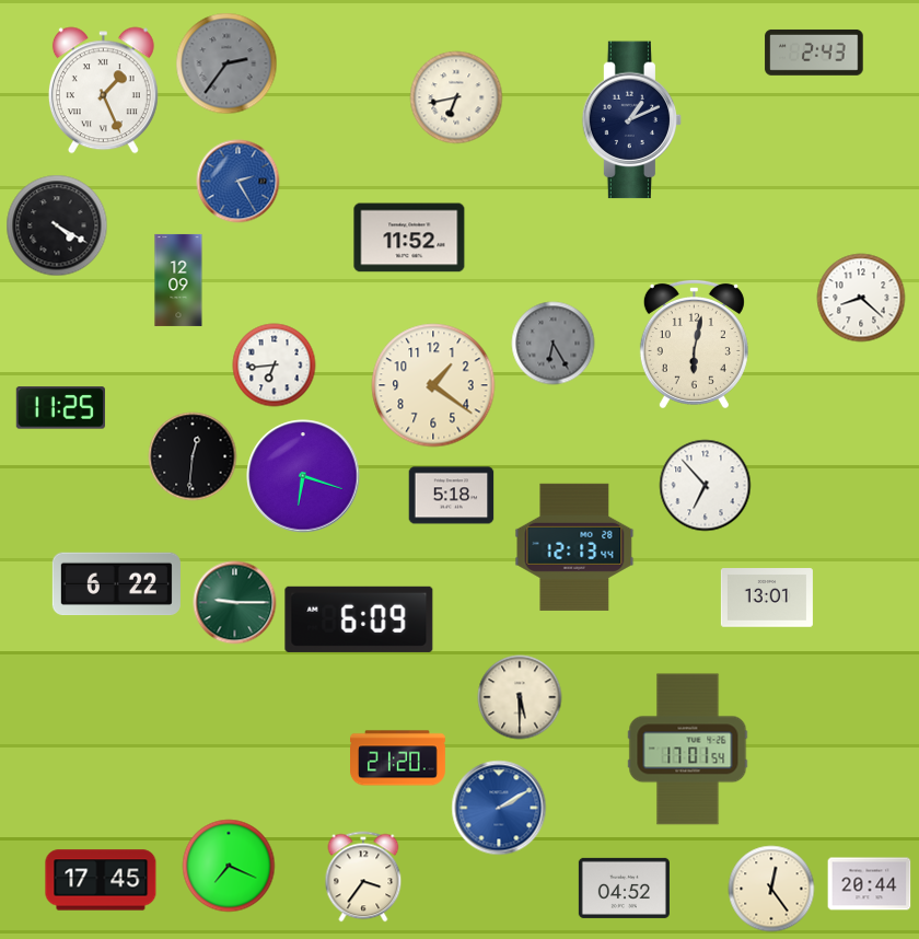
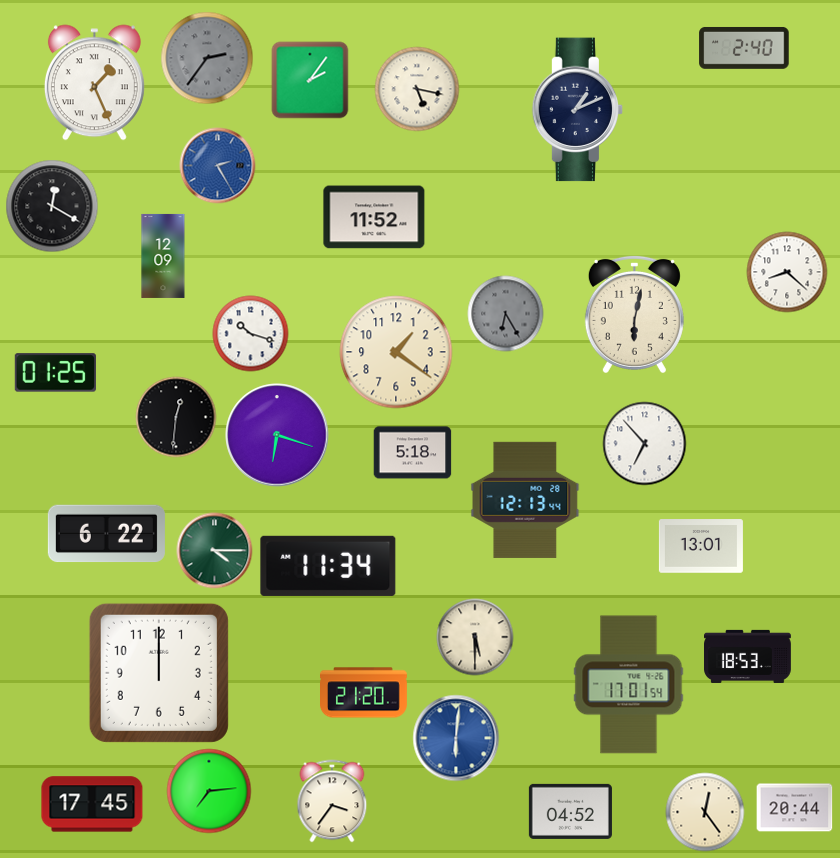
clock at (814, 53): 2:43 -> 2:40
clock at (310, 80): none -> 2:06
clock at (456, 97): 6:43 -> 5:17
clock at (57, 225): 4:20 -> 12:20
clock at (275, 366): 6:44 -> 10:18
clock at (60, 408): 11:25 -> 01:25
clock at (235, 603): 9:15 -> 4:15
clock at (359, 619): 6:09 -> 11:34
clock at (748, 656): none -> 18:53
clock at (159, 673): none -> 12:00
clock at (499, 808): 2:10 -> 6:01
clock at (229, 866): 7:19 -> 7:14
